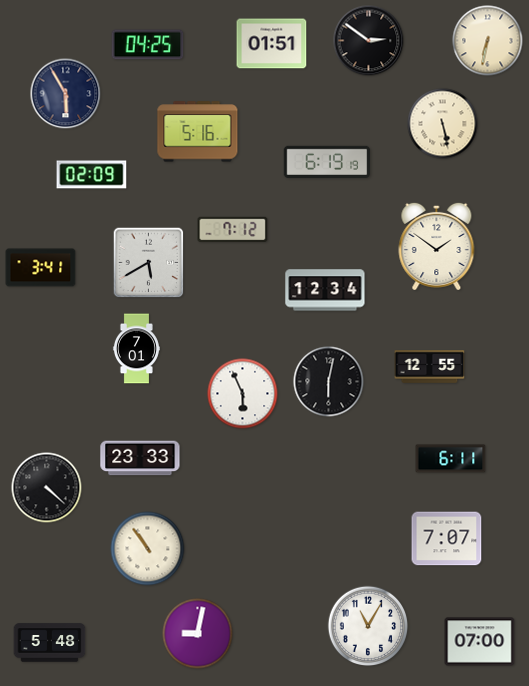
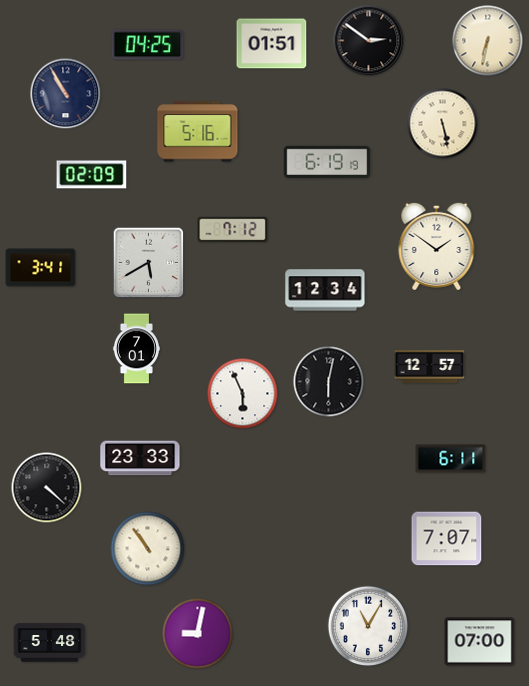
clock at (66, 94): 5:55 -> 10:55
clock at (430, 367): 12:55 -> 12:57
